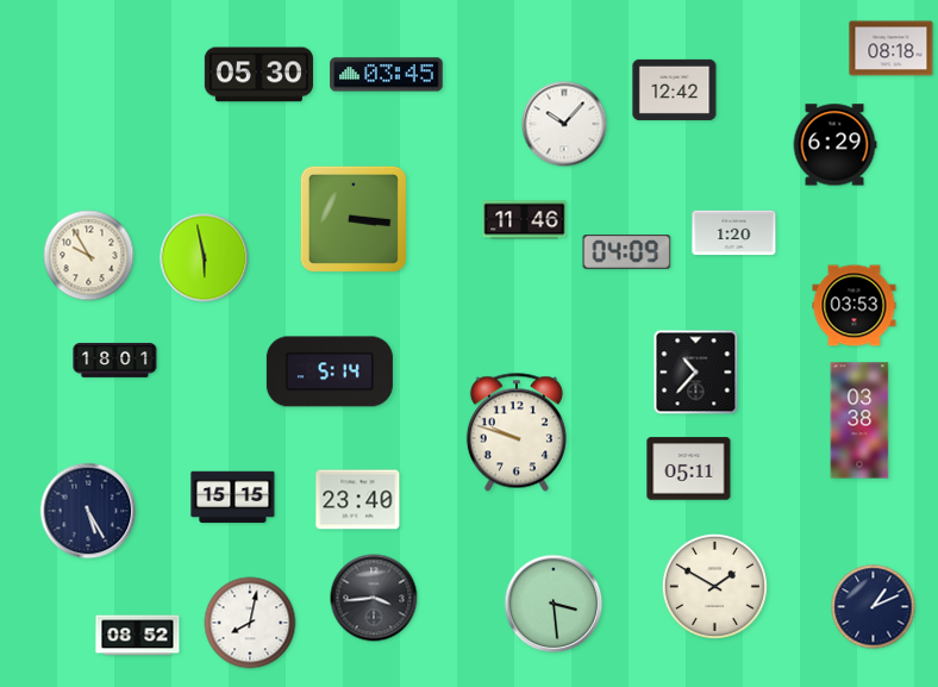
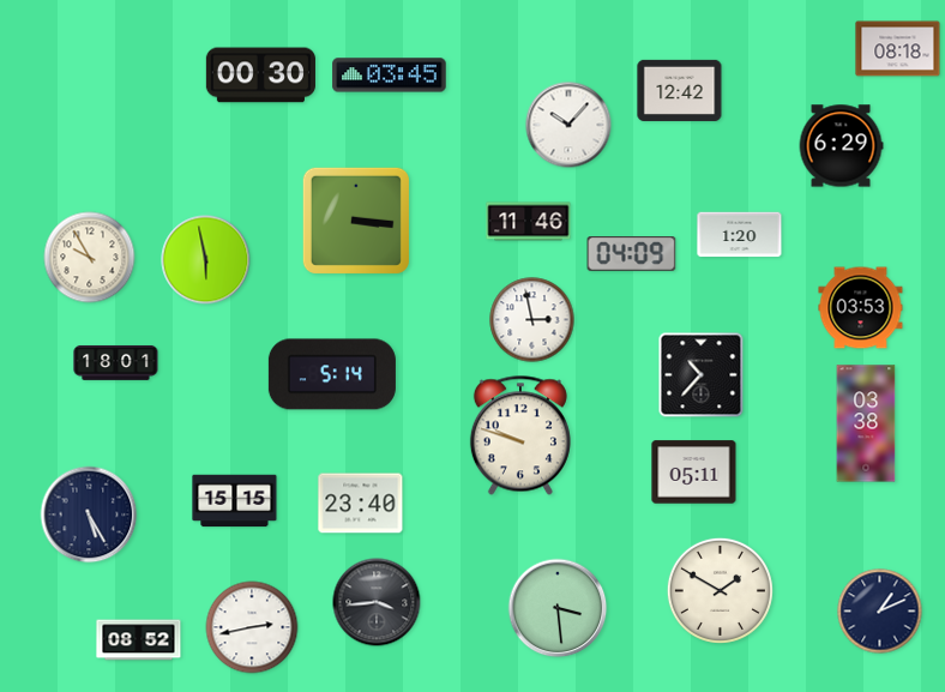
clock at (258, 75): 05:30 -> 00:30
clock at (532, 320): none -> 2:58
clock at (250, 623): 8:02 -> 2:43
